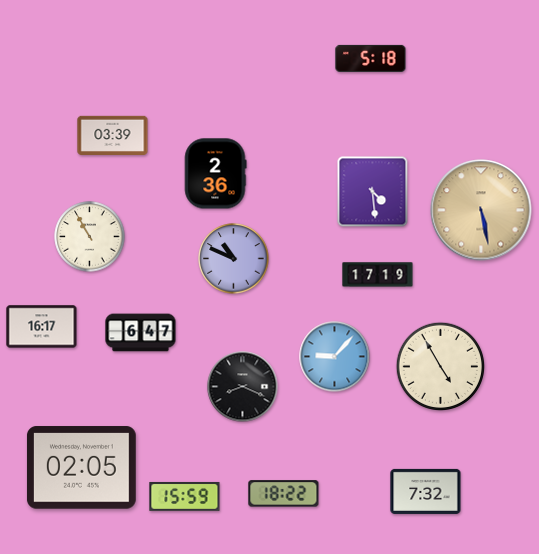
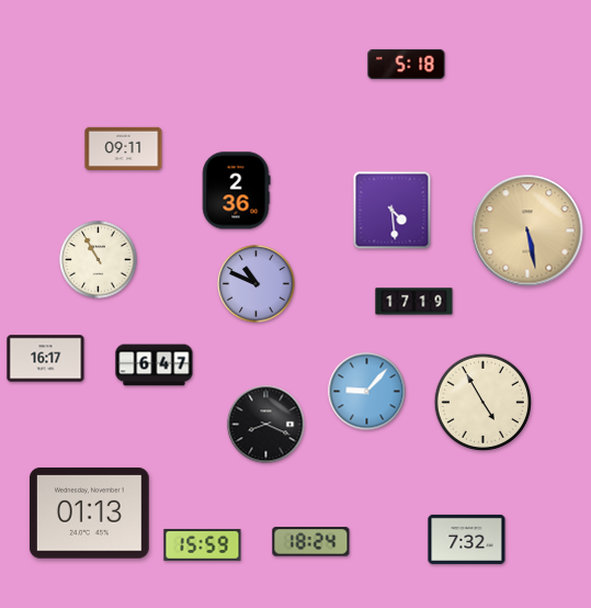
clock at (113, 135): 03:39 -> 09:11
clock at (373, 192) position: (373, 192) -> (393, 211)
clock at (81, 468): 02:05 -> 01:13
clock at (284, 494): 18:22 -> 18:24
